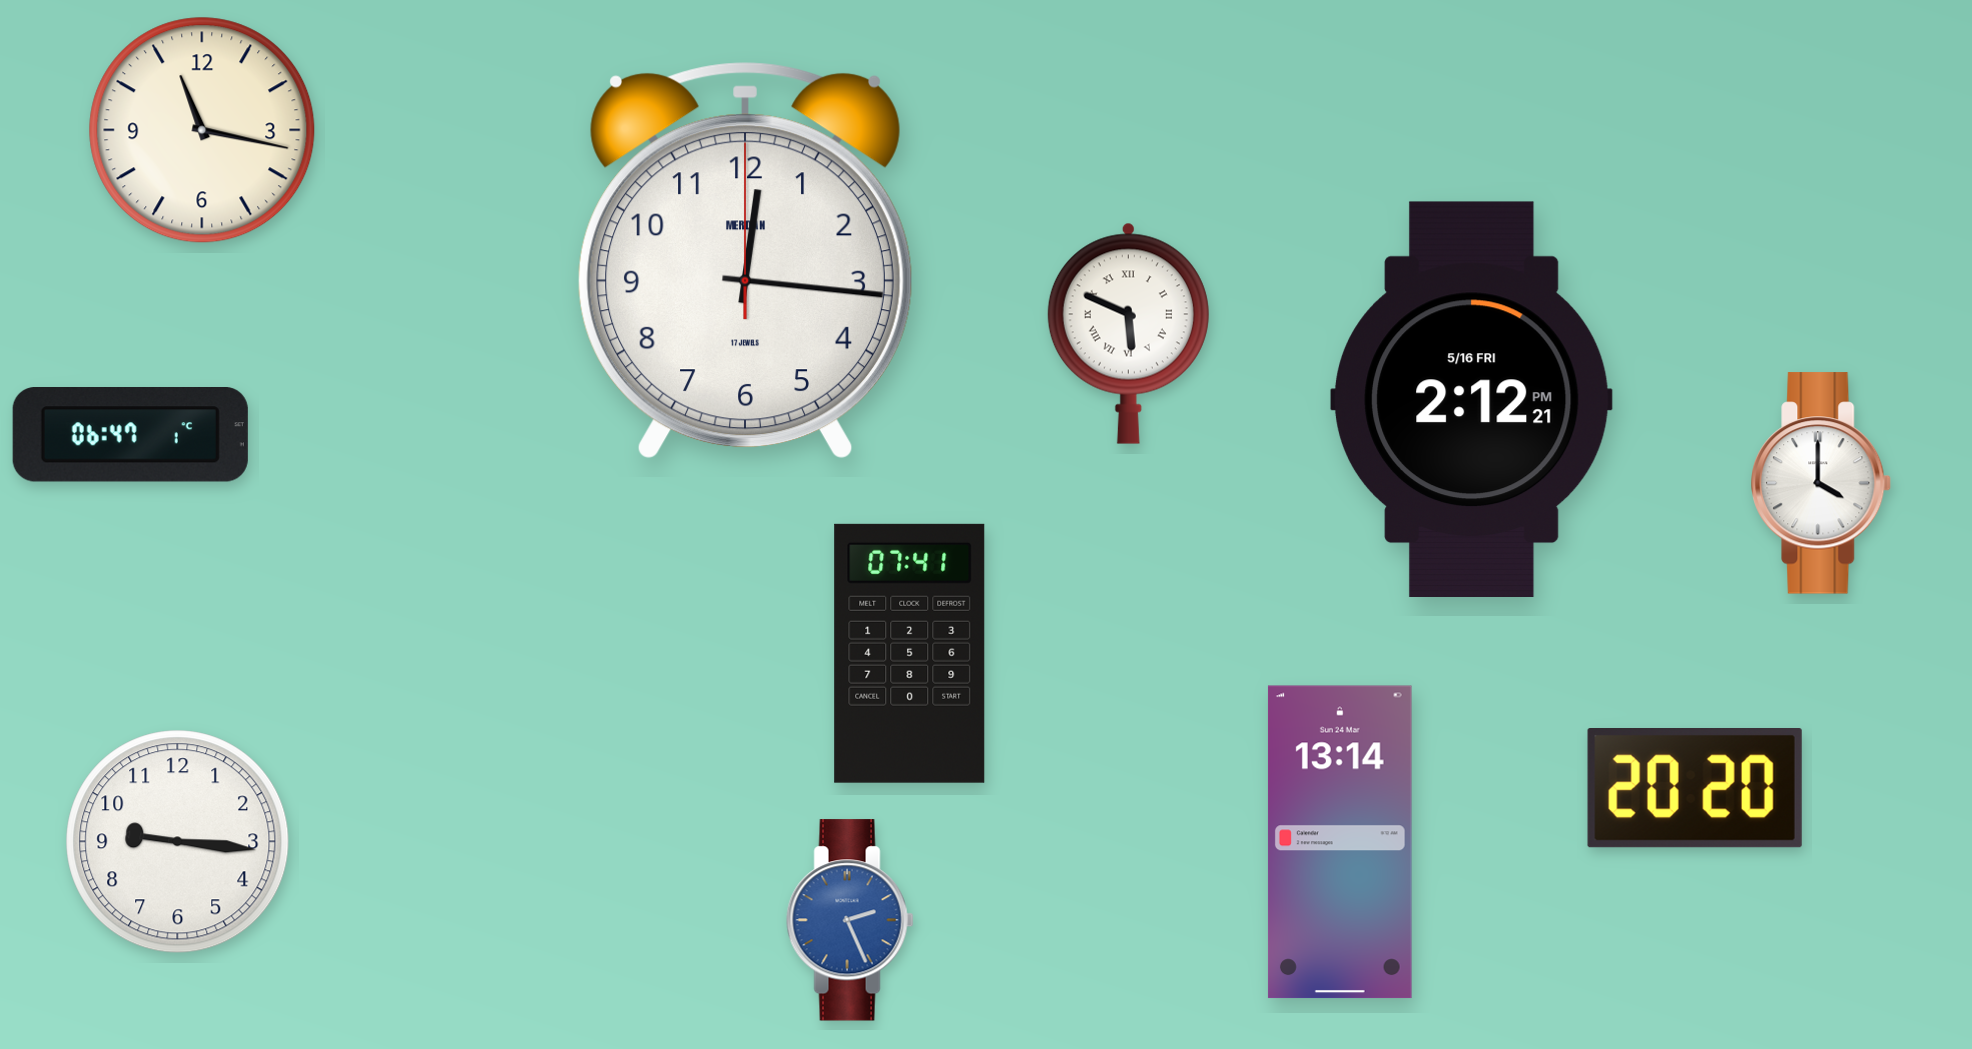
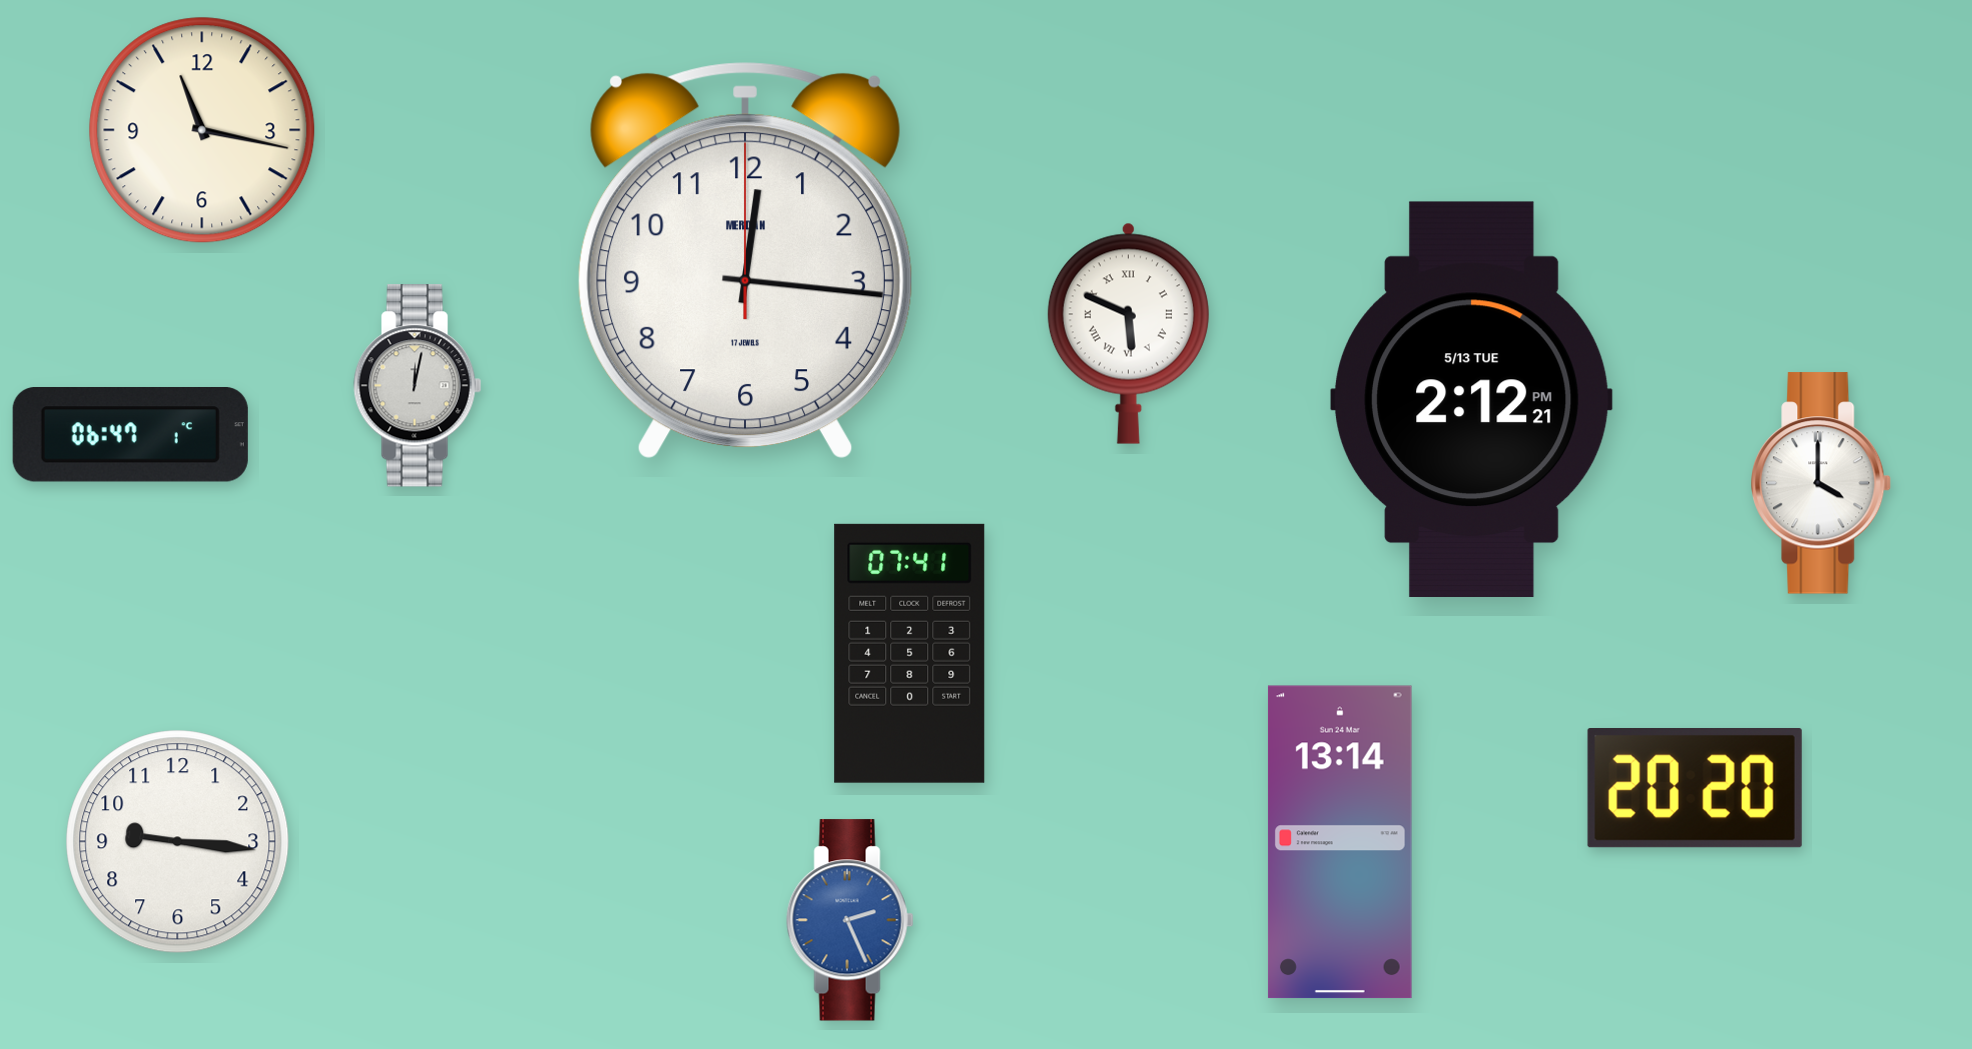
clock at (418, 386): none -> 12:02
clock at (1471, 399) date: 5/16 FRI -> 5/13 TUE
